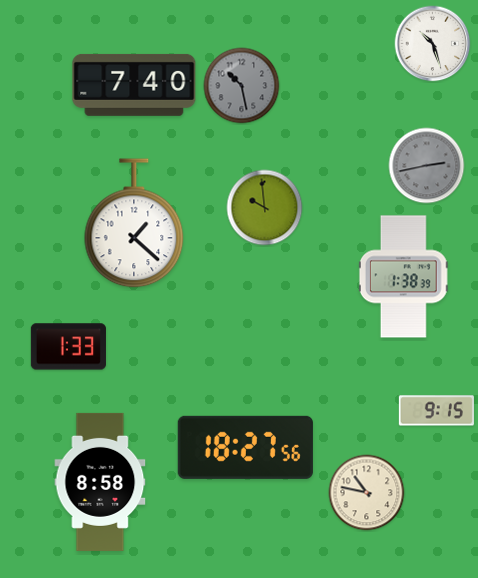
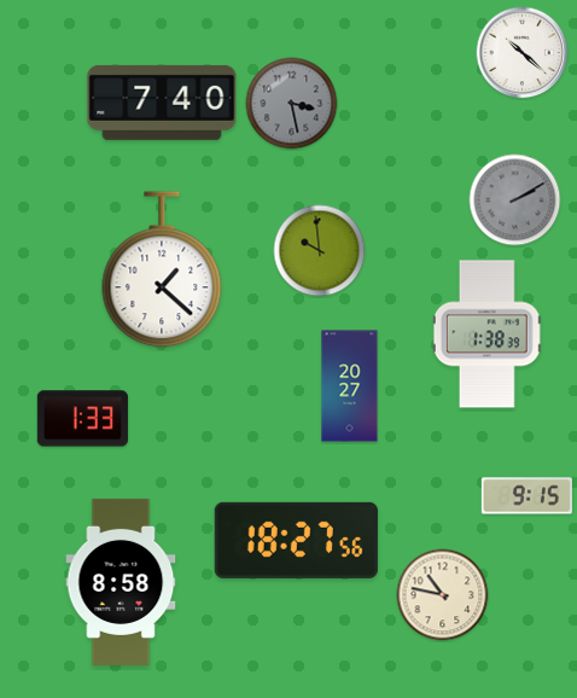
clock at (433, 44): 10:27 -> 10:22
clock at (242, 86): 10:28 -> 3:28
clock at (427, 166): 2:43 -> 2:10
clock at (350, 386): none -> 20:27
